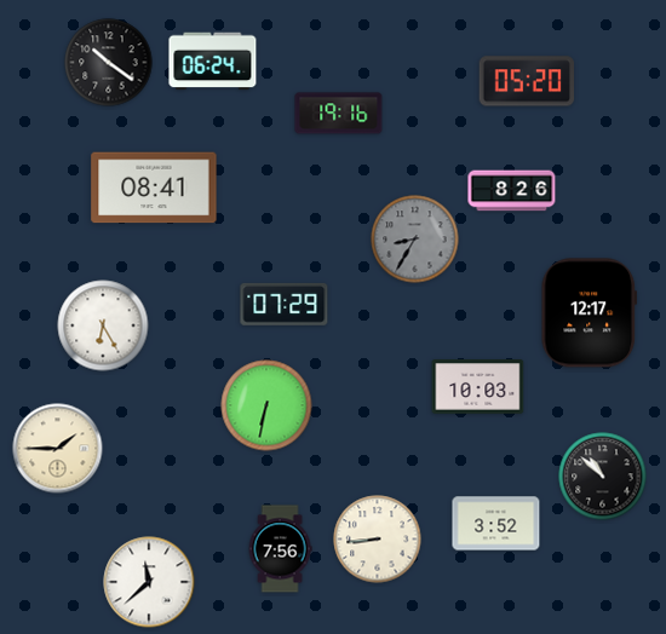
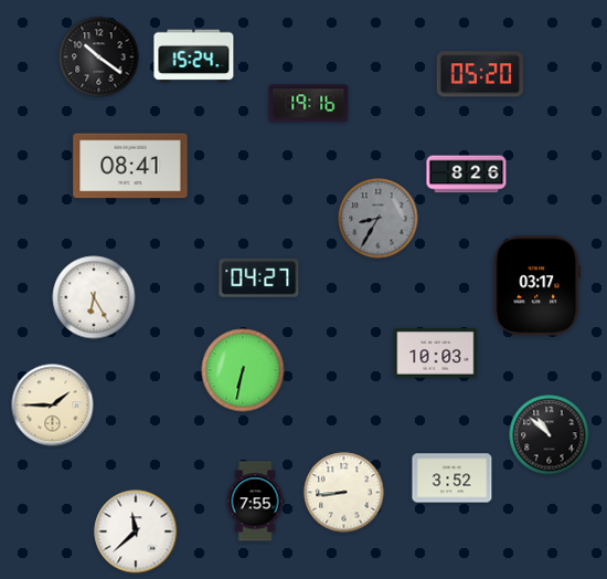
clock at (213, 62): 06:24 -> 15:24
clock at (154, 188) position: (154, 188) -> (130, 166)
clock at (285, 304): 07:29 -> 04:27
clock at (589, 313): 12:17 -> 03:17
clock at (58, 449) position: (58, 449) -> (53, 406)
clock at (280, 549): 7:56 -> 7:55
